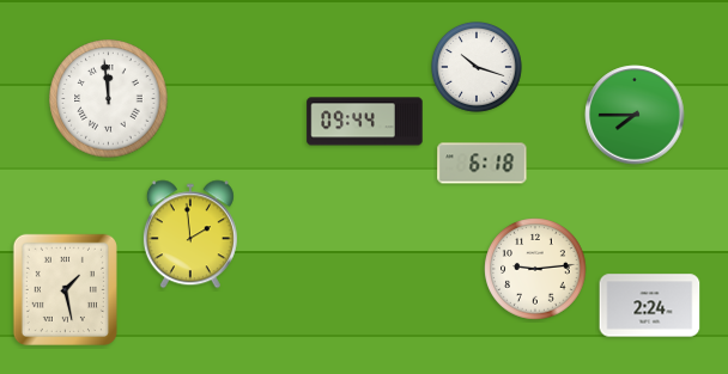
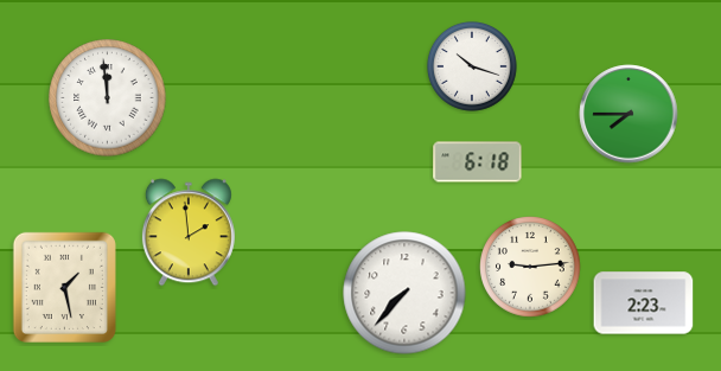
clock at (365, 122): 09:44 -> none
clock at (404, 293): none -> 7:37
clock at (650, 306): 2:24 -> 2:23
